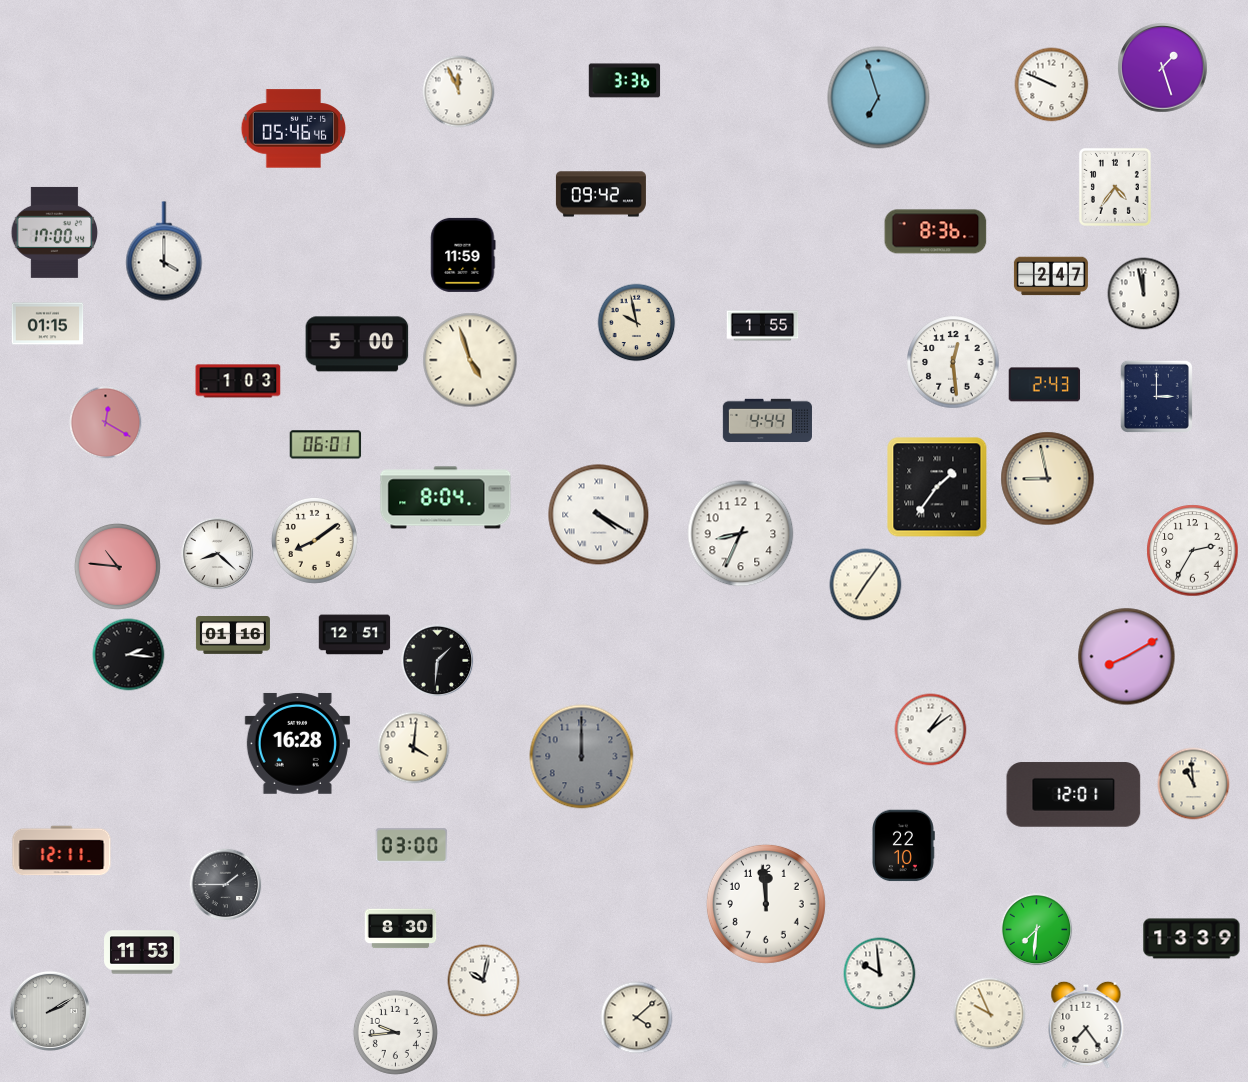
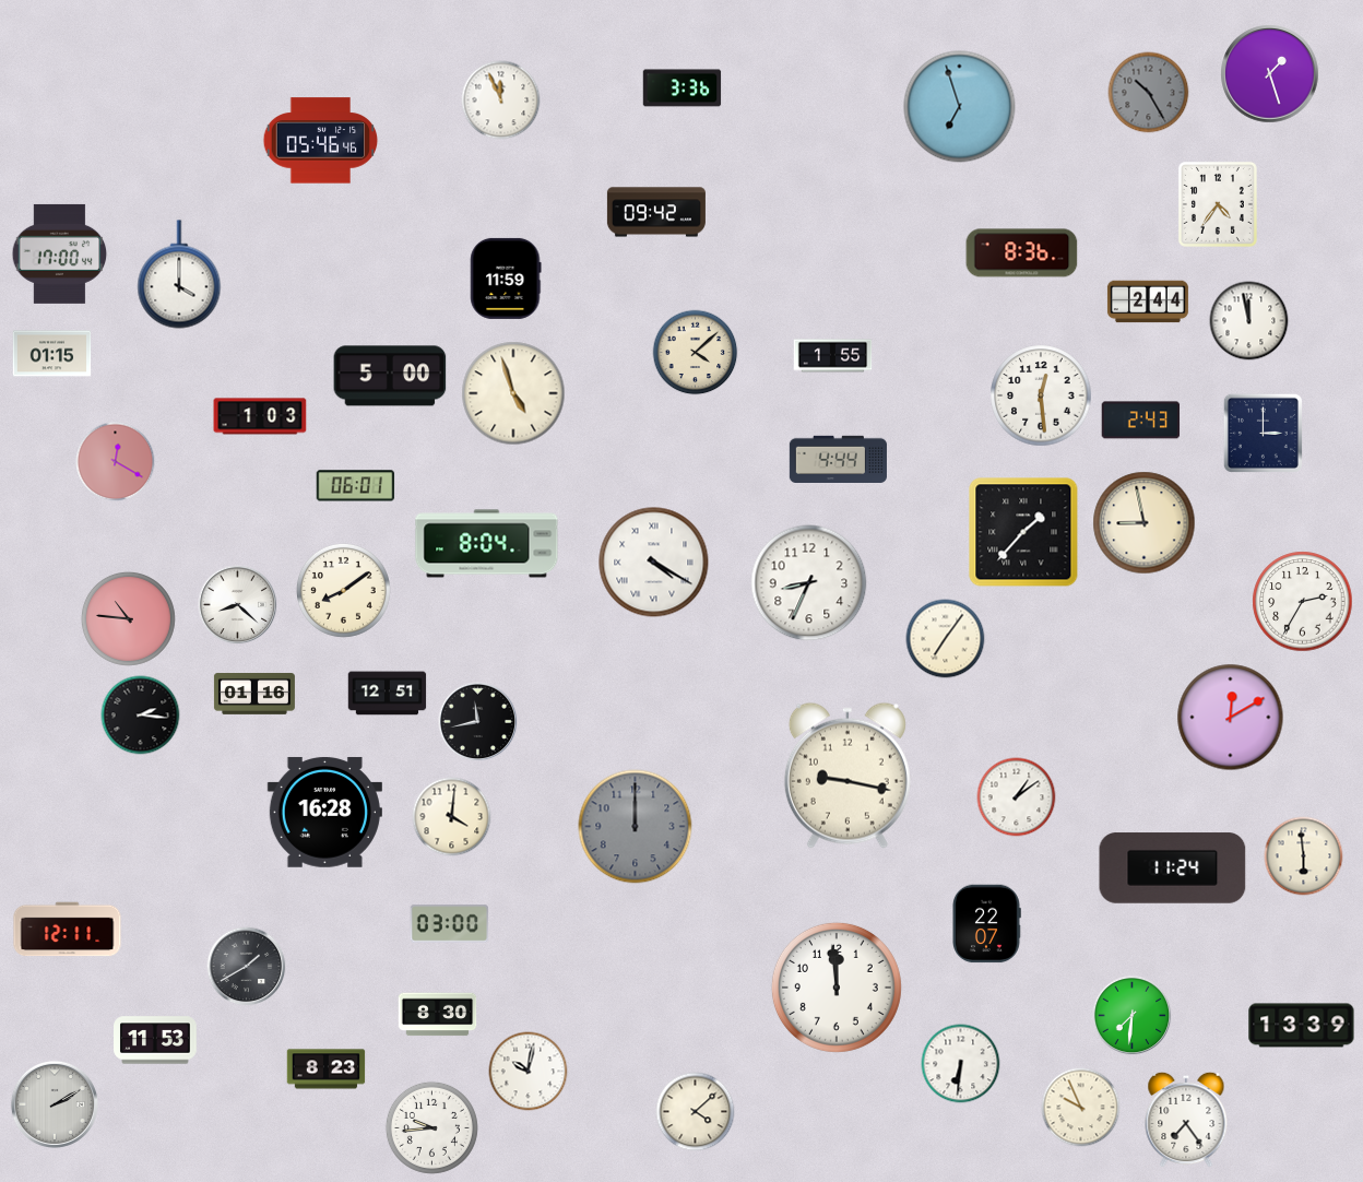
clock at (1052, 85): 9:49 -> 10:25
clock at (1052, 85) dial: white -> grey
clock at (1051, 276): 2:47 -> 2:44
clock at (637, 323): 9:58 -> 4:08
clock at (937, 487): 1:36 -> 1:37
clock at (1127, 657): 8:10 -> 12:10
clock at (438, 661): 1:31 -> 11:43
clock at (848, 776): none -> 9:17
clock at (1194, 784): 10:59 -> 5:59
clock at (1074, 795): 12:01 -> 11:24
clock at (903, 846): 22:10 -> 22:07
clock at (226, 885): 1:45 -> 1:40
clock at (880, 974): 9:59 -> 6:31
clock at (327, 1069): none -> 8:23
